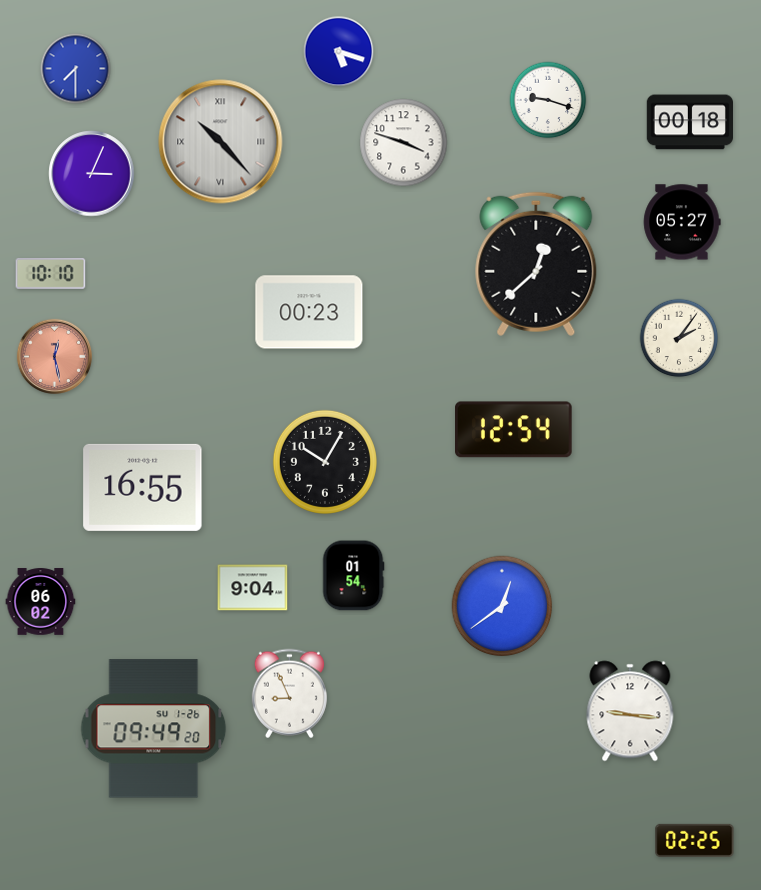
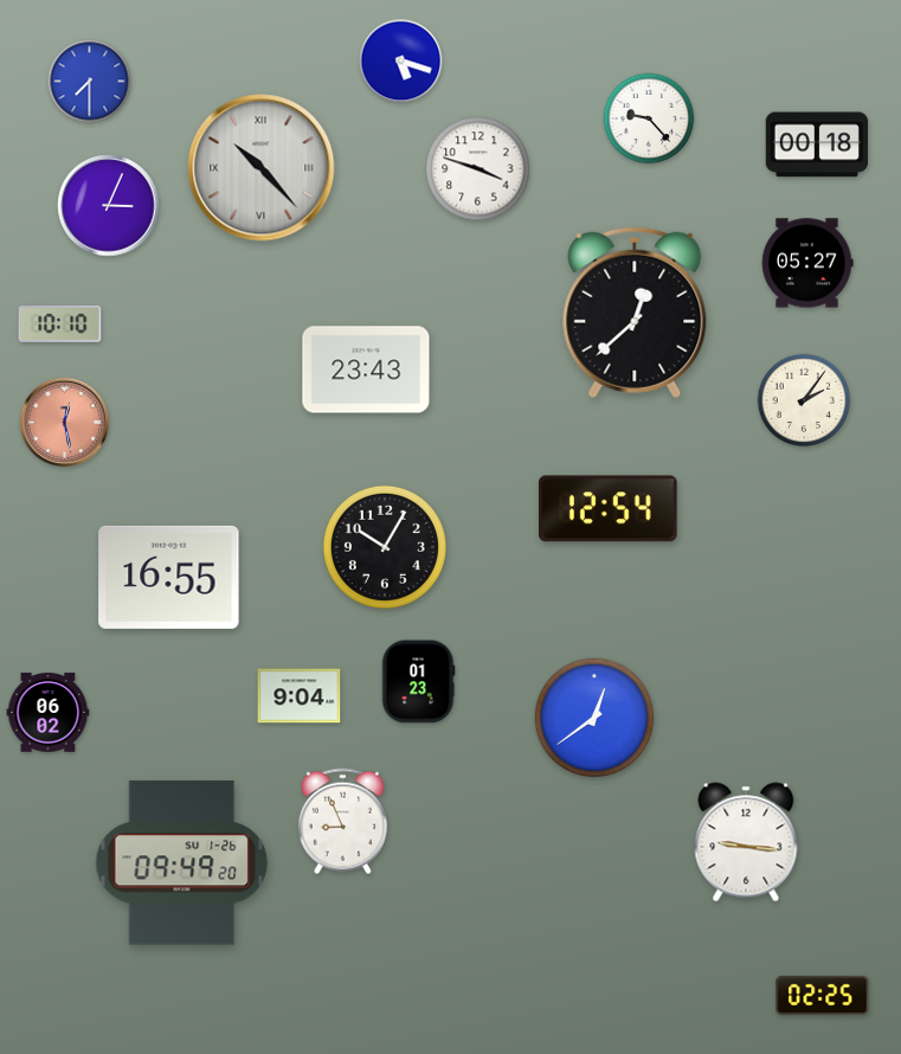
clock at (548, 100): 9:18 -> 9:23
clock at (309, 312): 00:23 -> 23:43
clock at (353, 576): 01:54 -> 01:23
